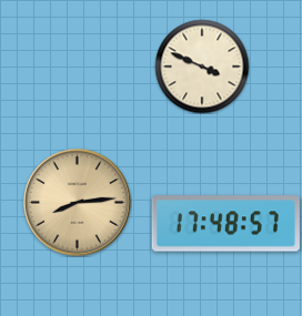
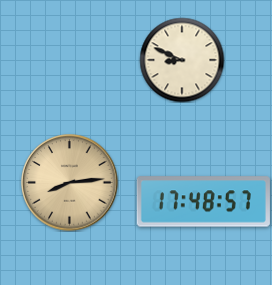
clock at (202, 67): 3:49 -> 8:49
